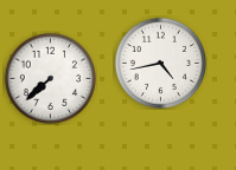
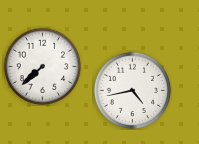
clock at (160, 63) position: (160, 63) -> (132, 90)
